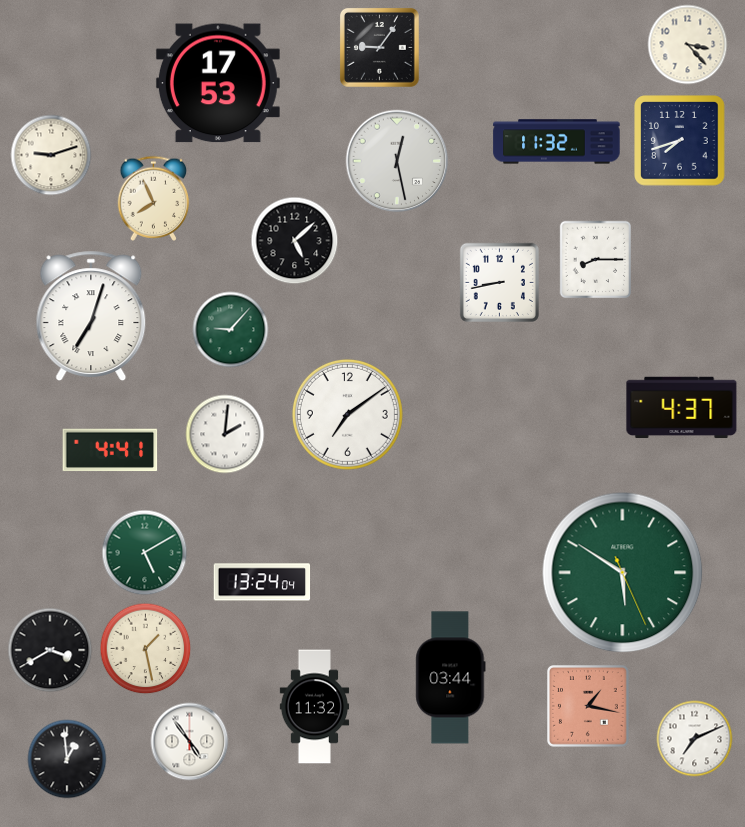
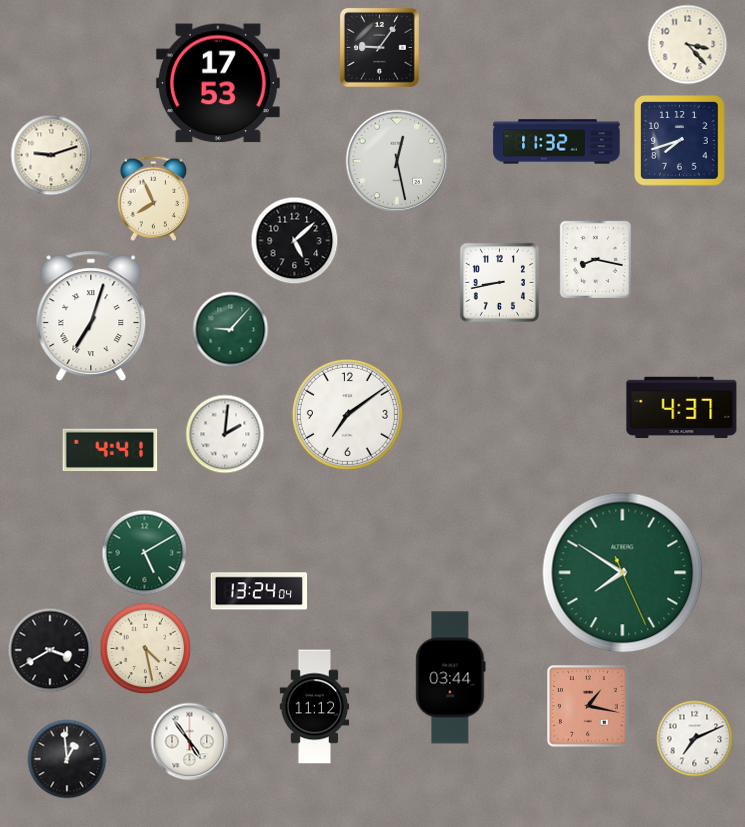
clock at (595, 260): 8:15 -> 8:17
clock at (623, 573): 5:50 -> 7:50
clock at (262, 582) position: (262, 582) -> (259, 591)
clock at (146, 649): 1:28 -> 4:28
clock at (315, 707): 11:32 -> 11:12
